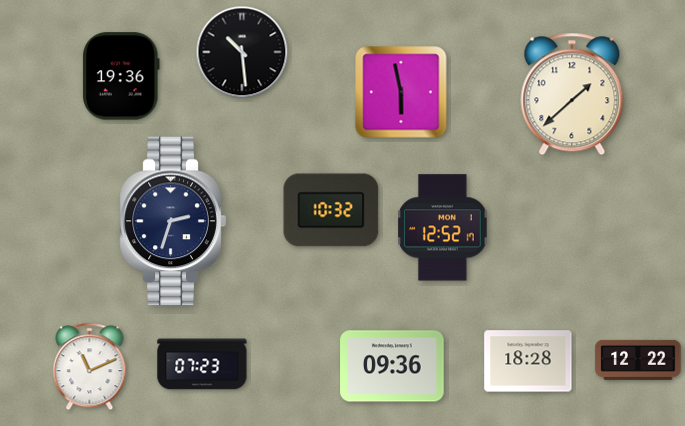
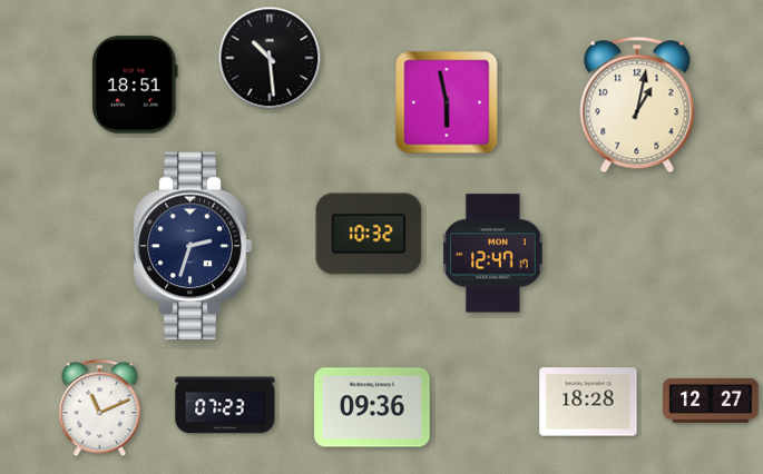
clock at (121, 76): 19:36 -> 18:51
clock at (572, 94): 1:38 -> 1:02
clock at (443, 228): 12:52 -> 12:47
clock at (638, 360): 12:22 -> 12:27
clock at (392, 366) position: (392, 366) -> (372, 407)
